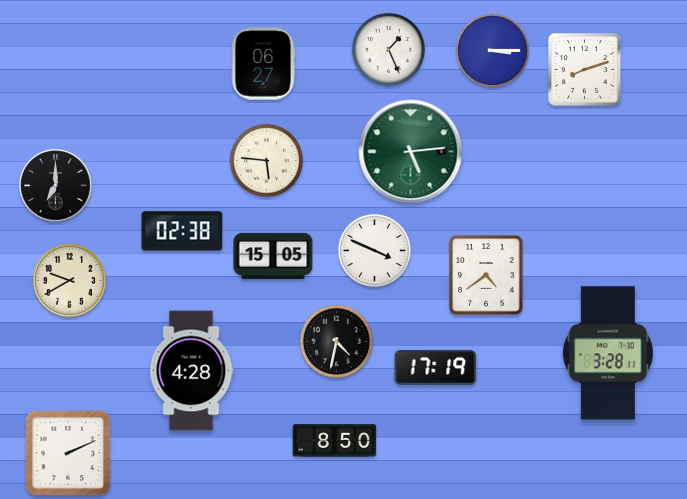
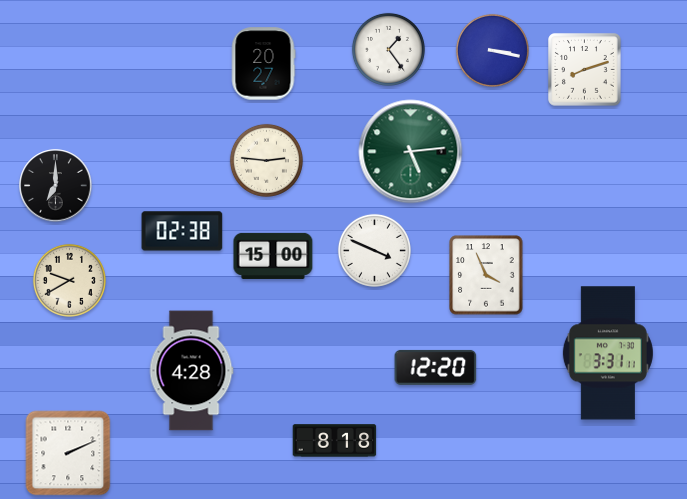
clock at (388, 49): 1:26 -> 1:24
clock at (492, 50): 3:15 -> 3:17
clock at (263, 64): 06:27 -> 20:27
clock at (266, 160): 5:46 -> 2:46
clock at (273, 256): 15:05 -> 15:00
clock at (486, 275): 4:39 -> 3:56
clock at (336, 341): 4:32 -> none
clock at (608, 353): 3:28 -> 3:31
clock at (436, 367): 17:19 -> 12:20
clock at (335, 441): 8:50 -> 8:18
